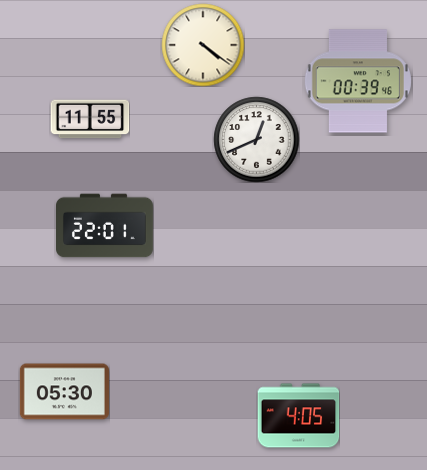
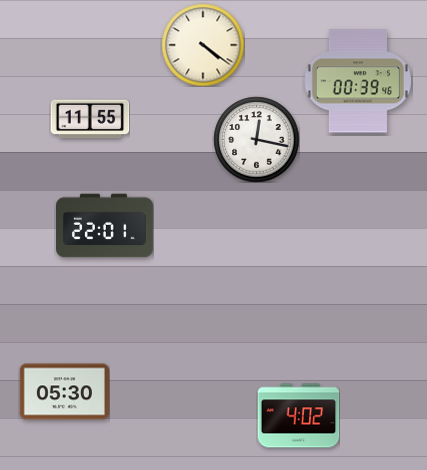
clock at (256, 139): 12:41 -> 12:17
clock at (298, 416): 4:05 -> 4:02
